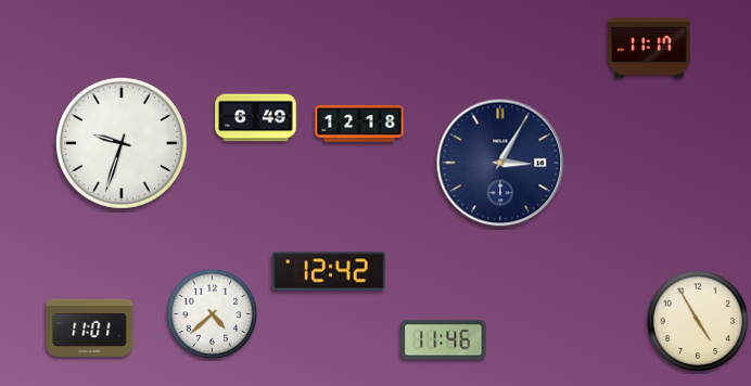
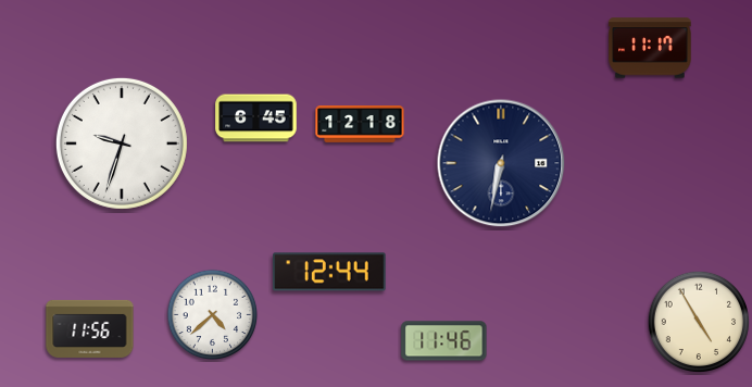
clock at (256, 118): 6:49 -> 6:45
clock at (500, 163): 3:05 -> 6:32
clock at (329, 271): 12:42 -> 12:44
clock at (90, 327): 11:01 -> 11:56
